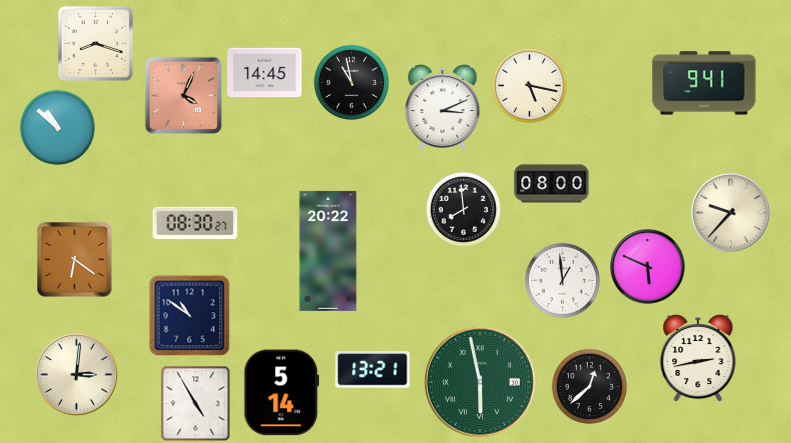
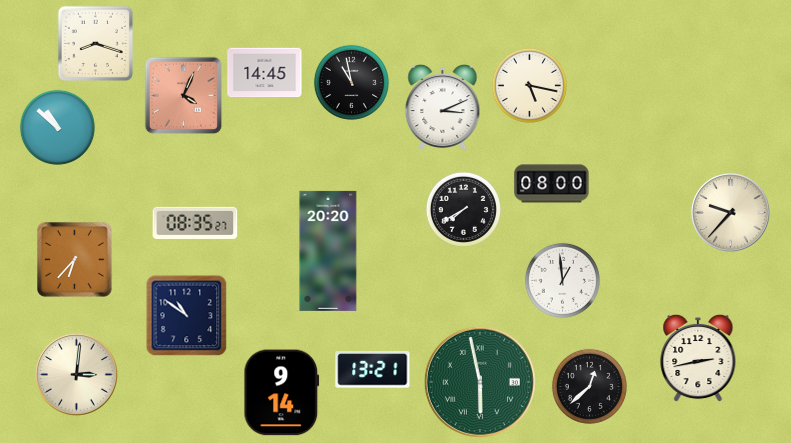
clock at (704, 83): 9:41 -> none
clock at (463, 209): 7:59 -> 7:40
clock at (195, 223): 08:30 -> 08:35
clock at (328, 251): 20:22 -> 20:20
clock at (75, 260): 6:21 -> 6:37
clock at (648, 267): 5:49 -> none
clock at (190, 316) position: (190, 316) -> (187, 316)
clock at (282, 393): 5:14 -> 9:14
clock at (196, 404): 4:55 -> none
